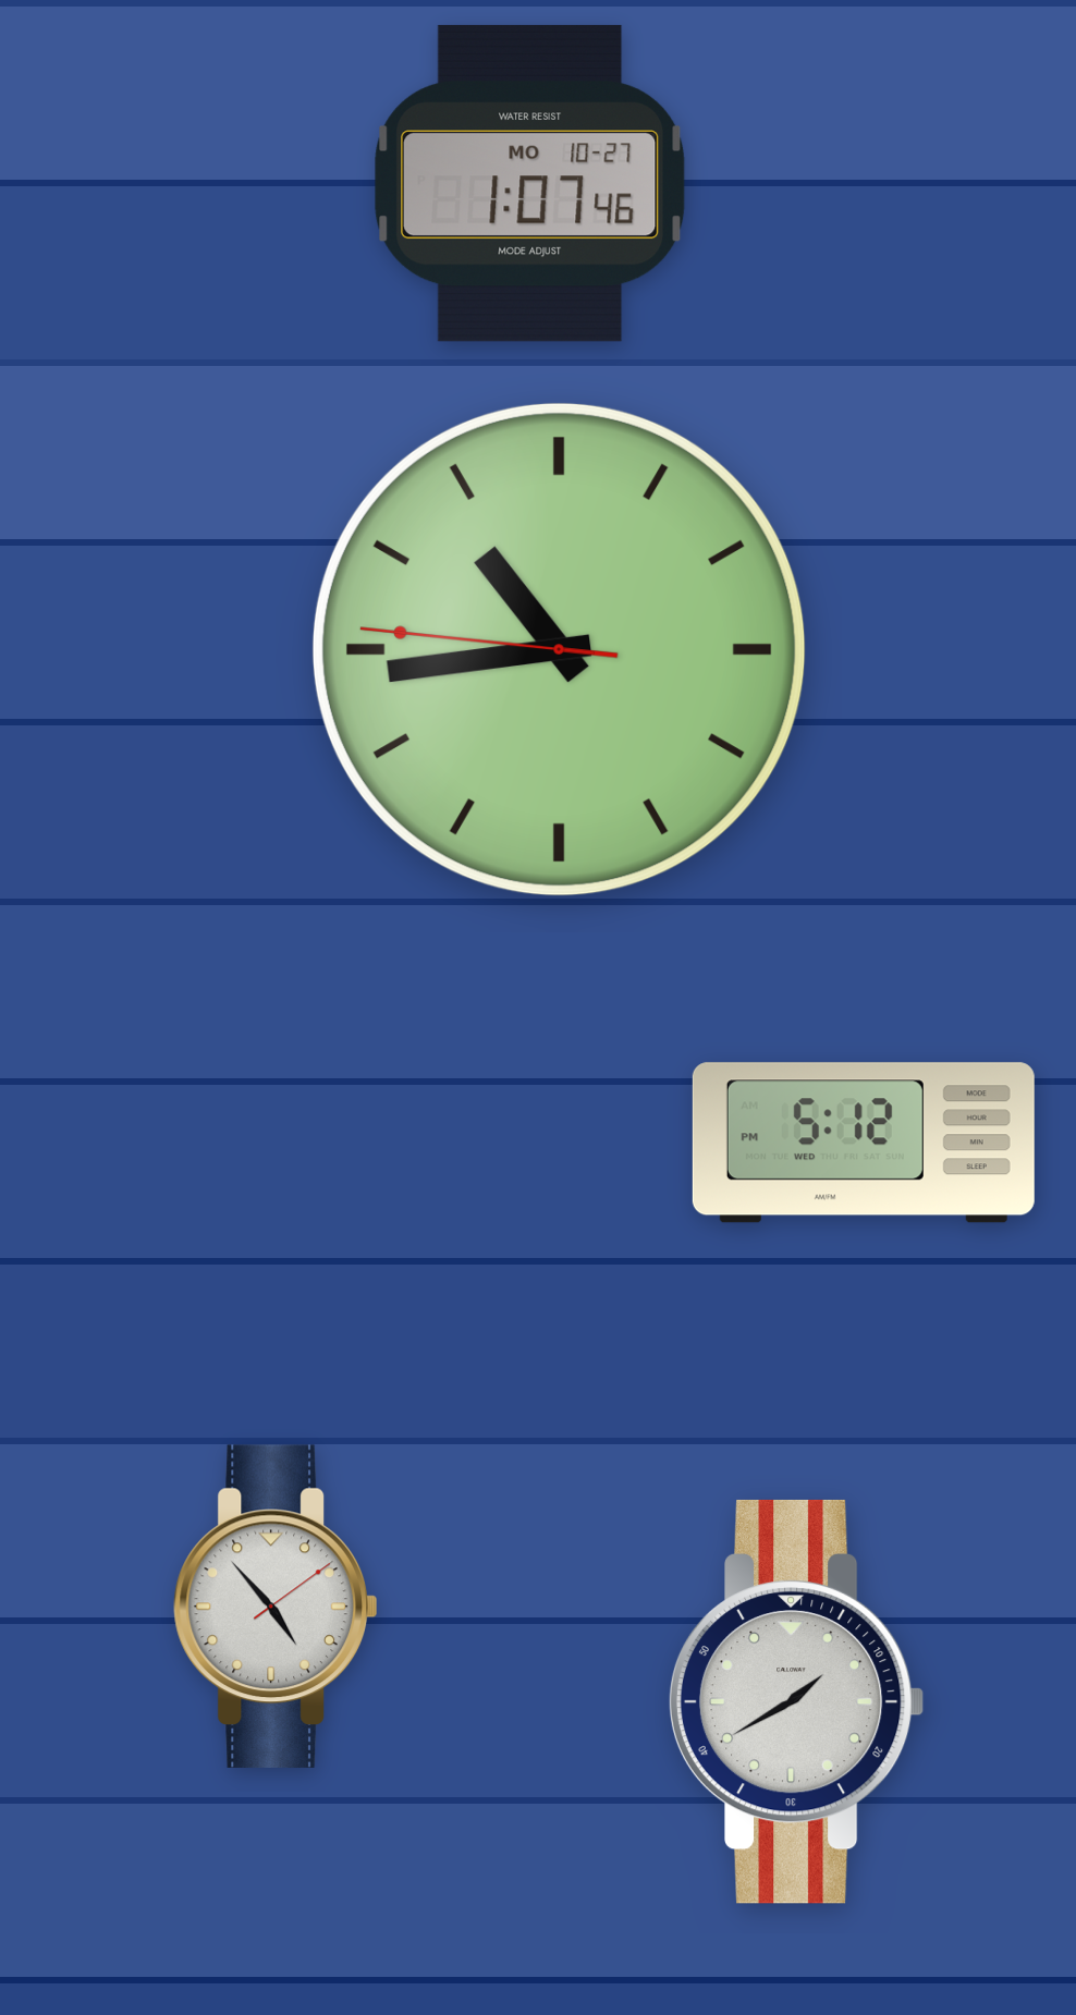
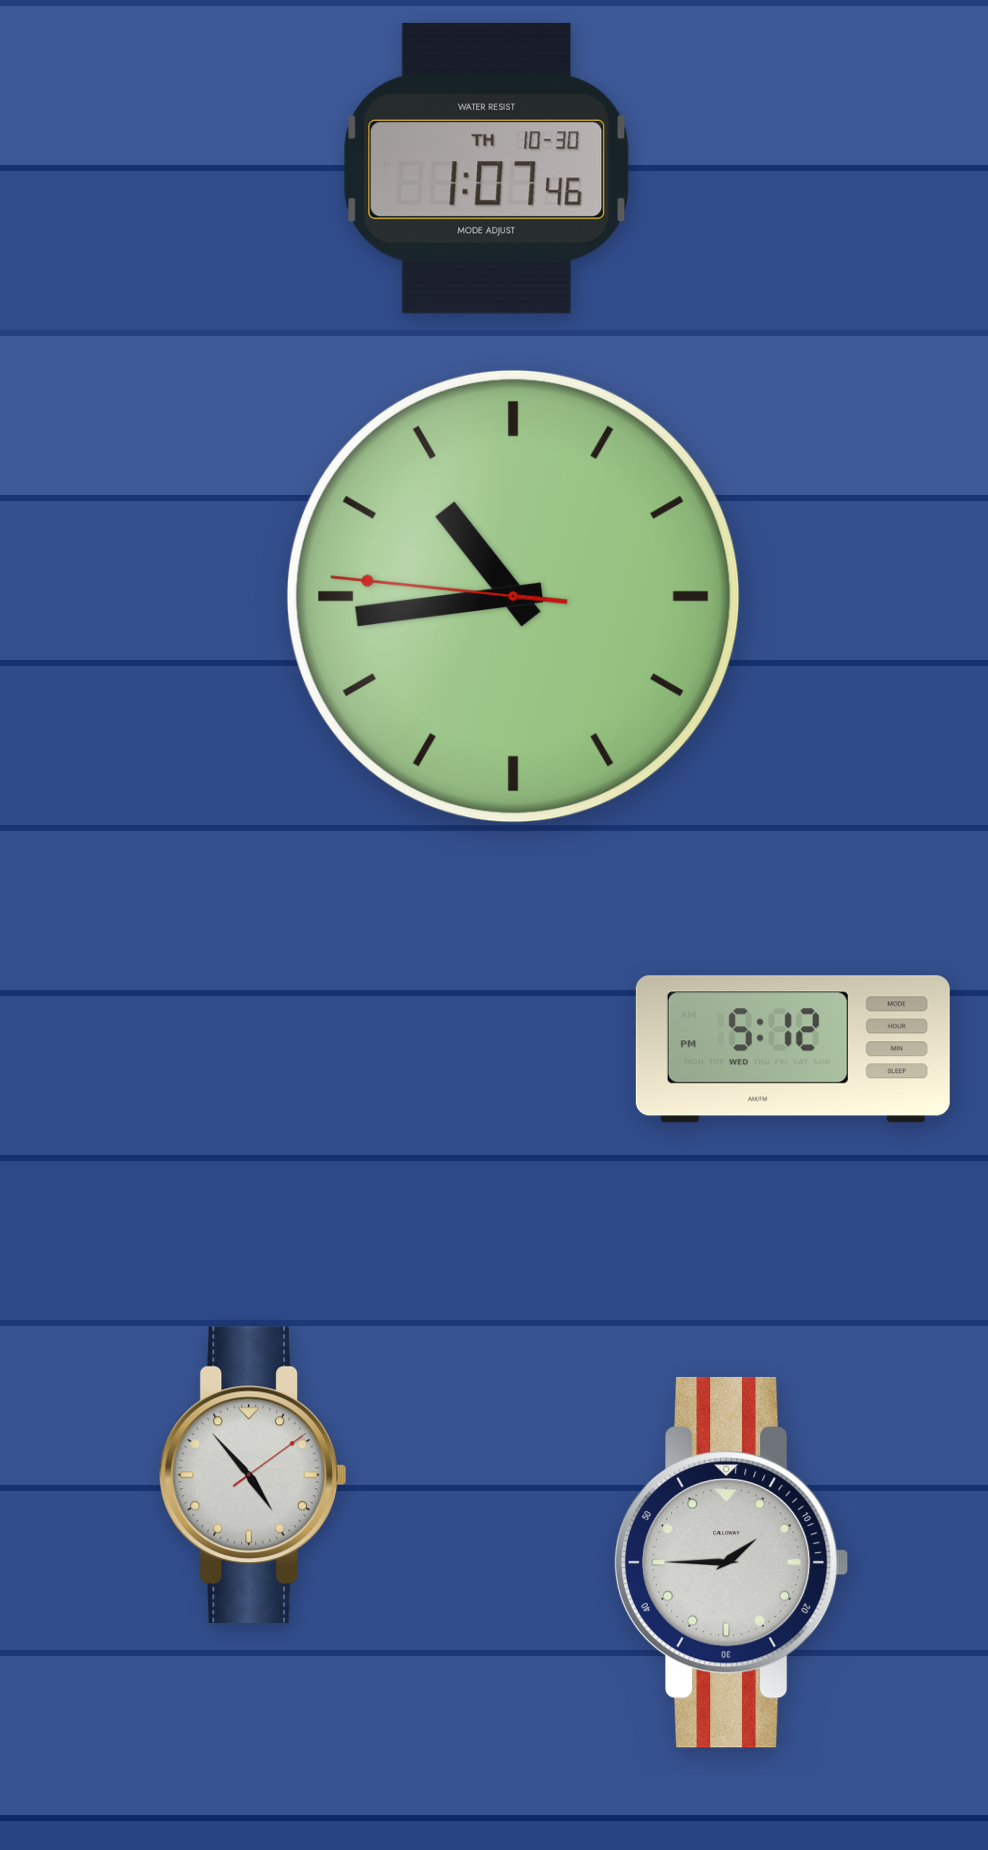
clock at (530, 183) date: MO 10-27 -> TH 10-30
clock at (796, 1701): 1:40 -> 1:45
